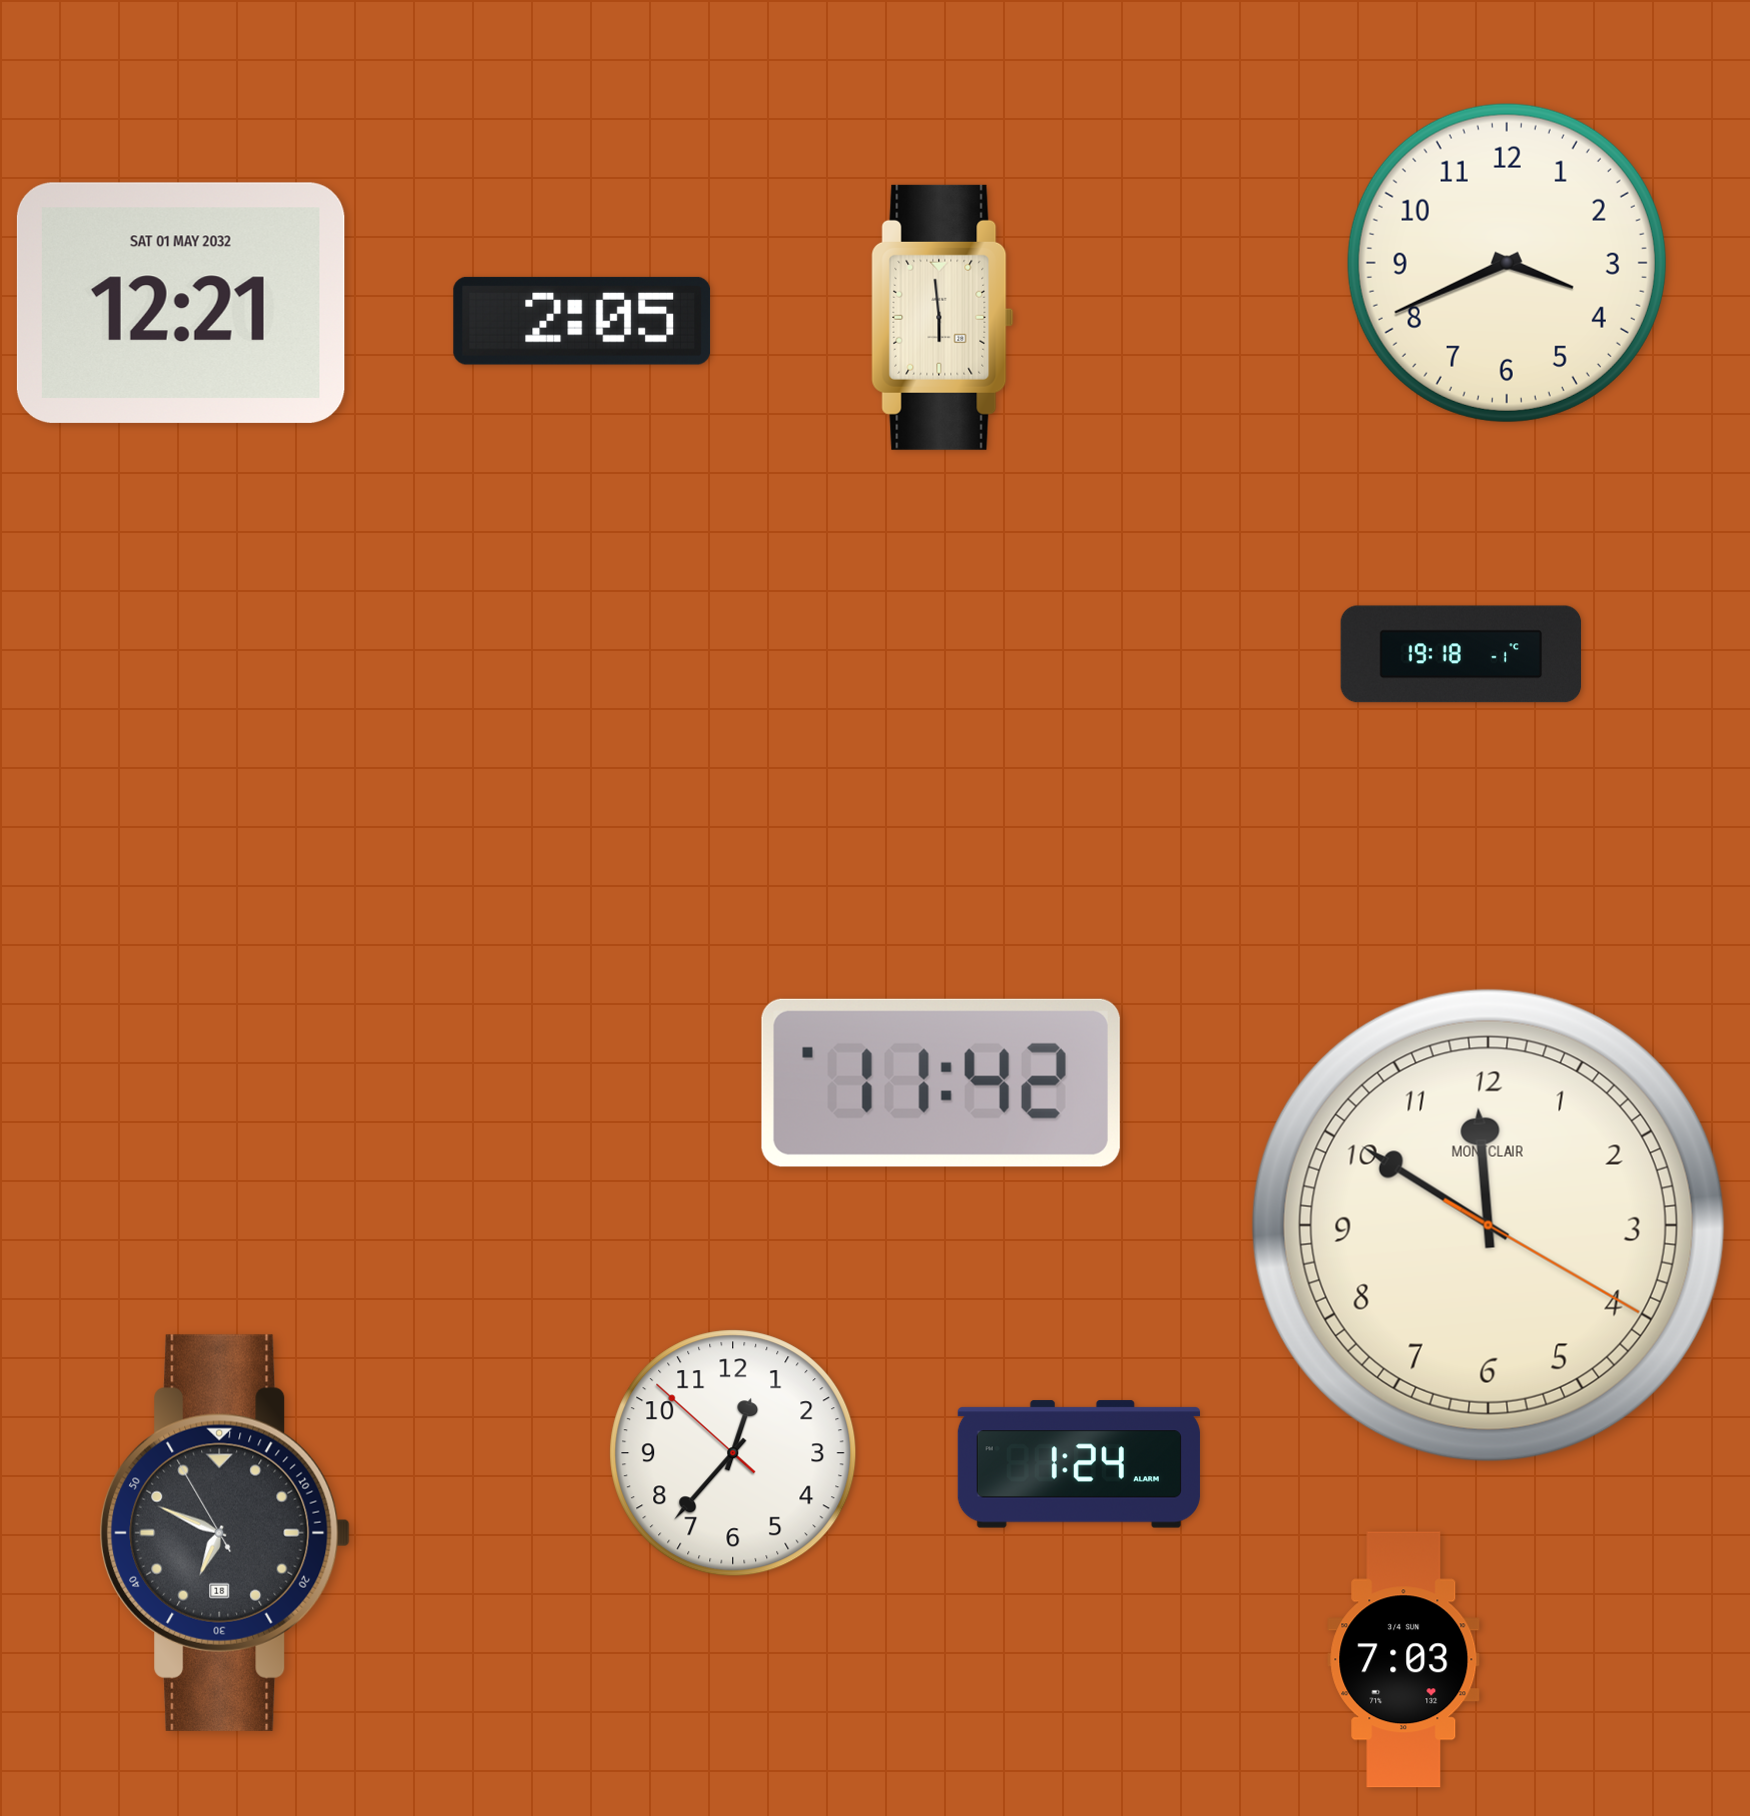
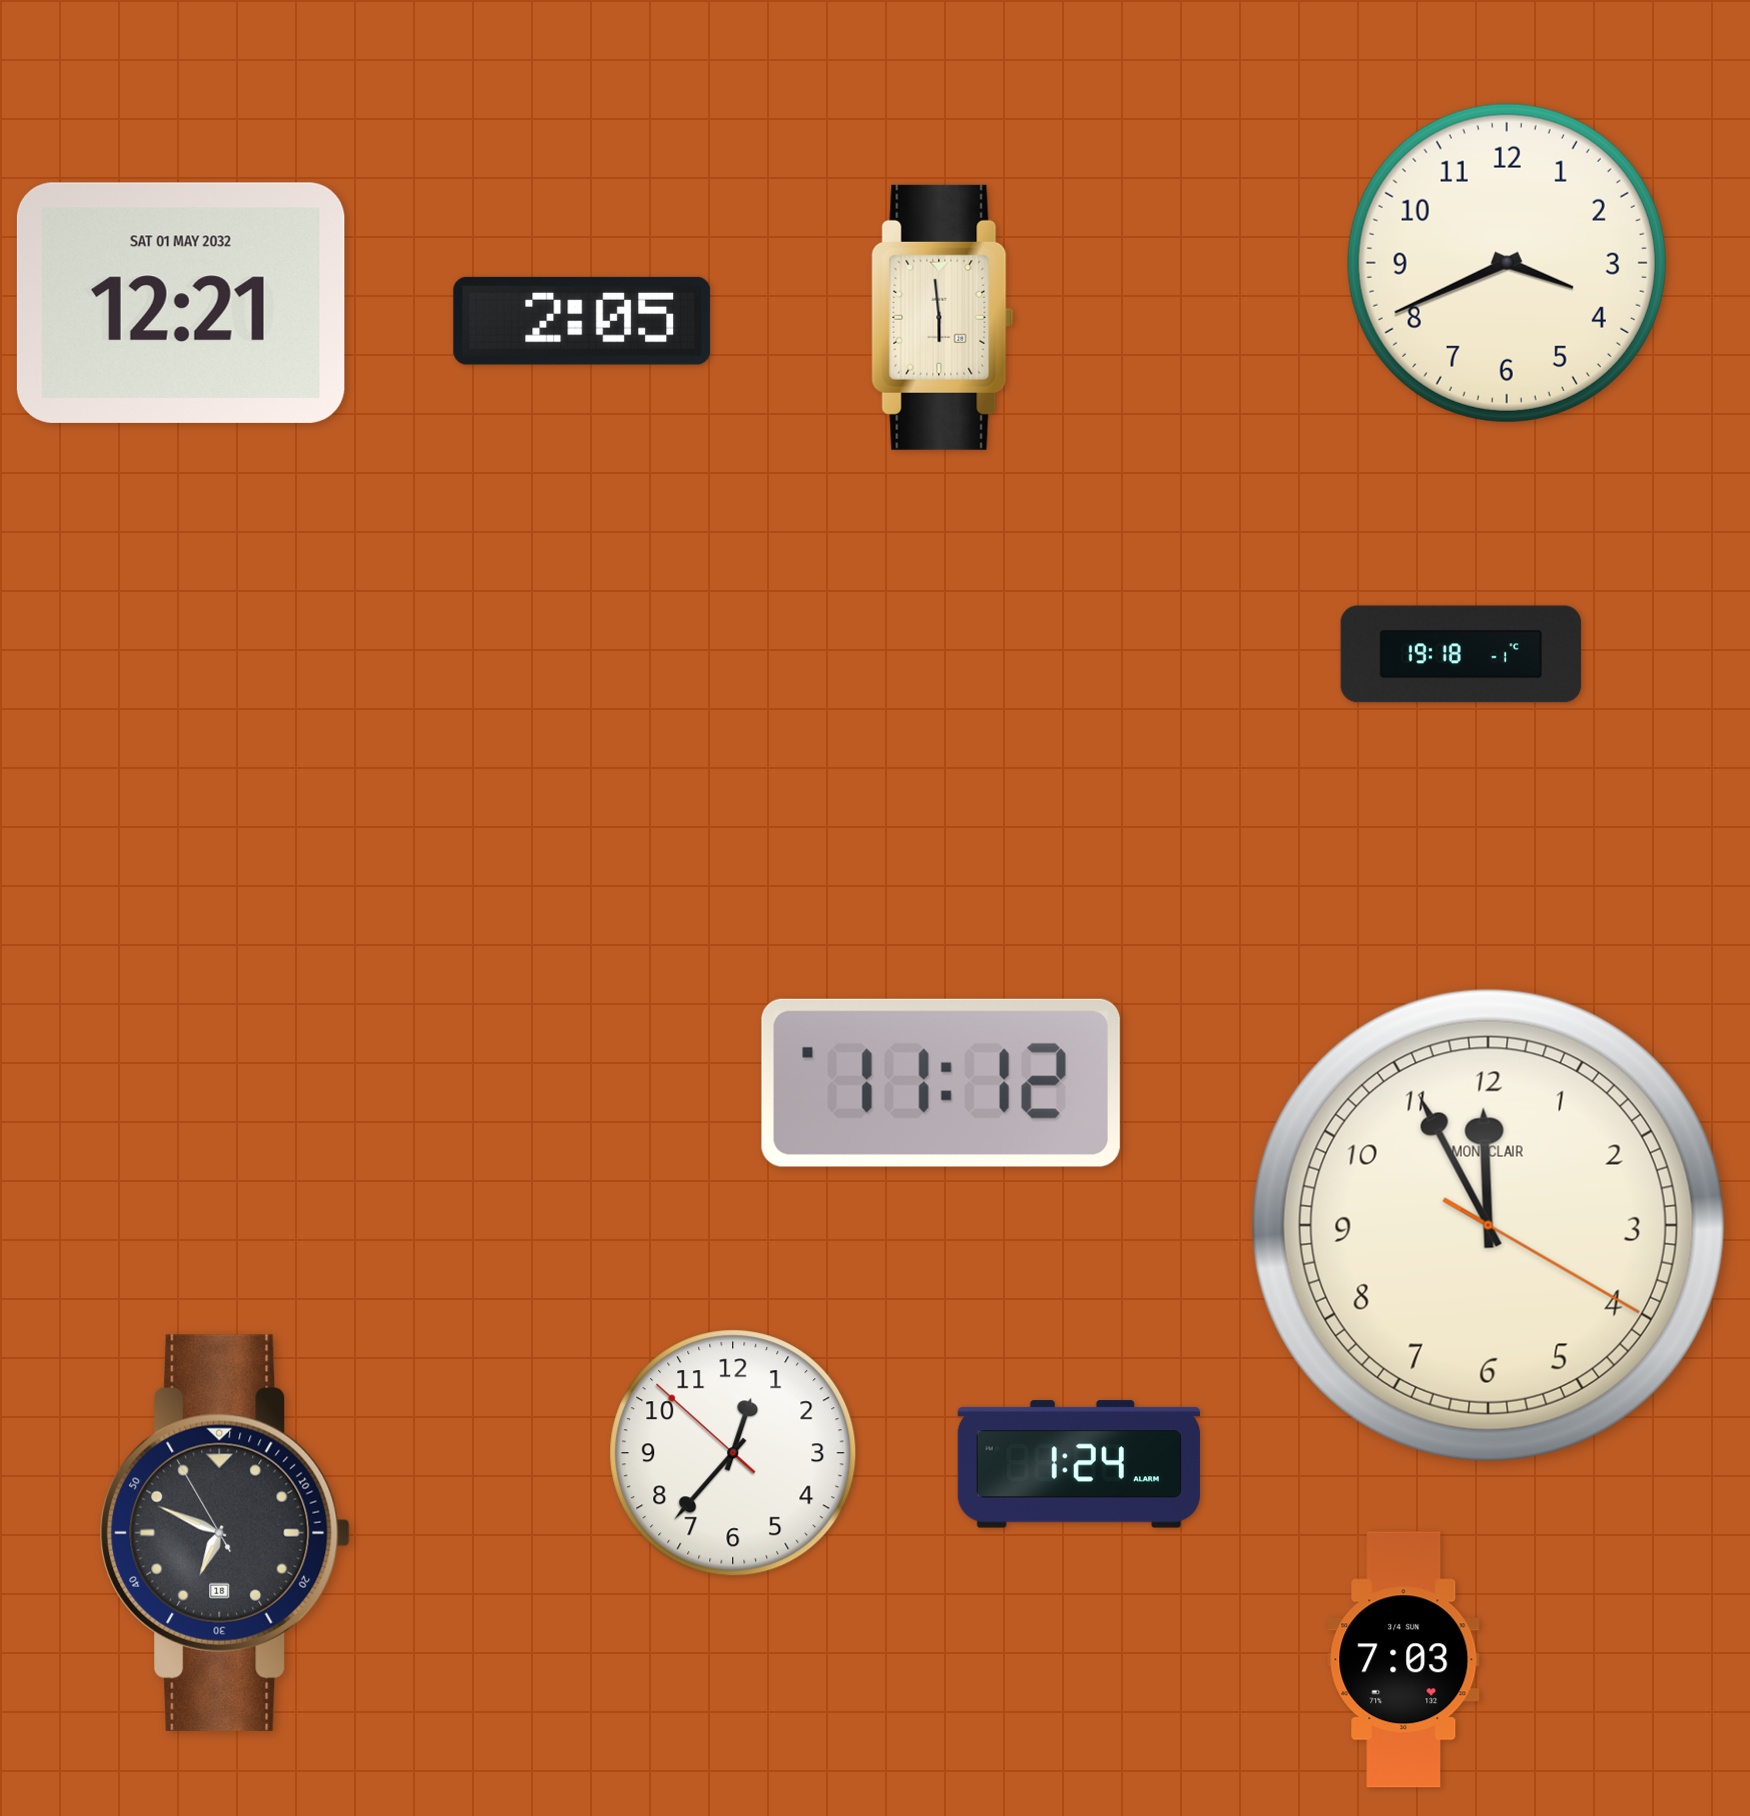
clock at (941, 1083): 11:42 -> 11:12
clock at (1488, 1225): 11:50 -> 11:55
